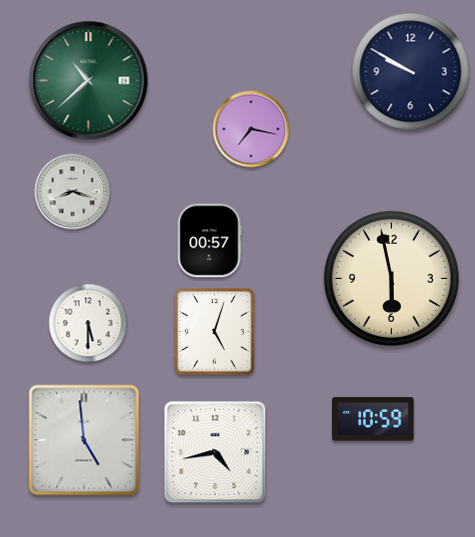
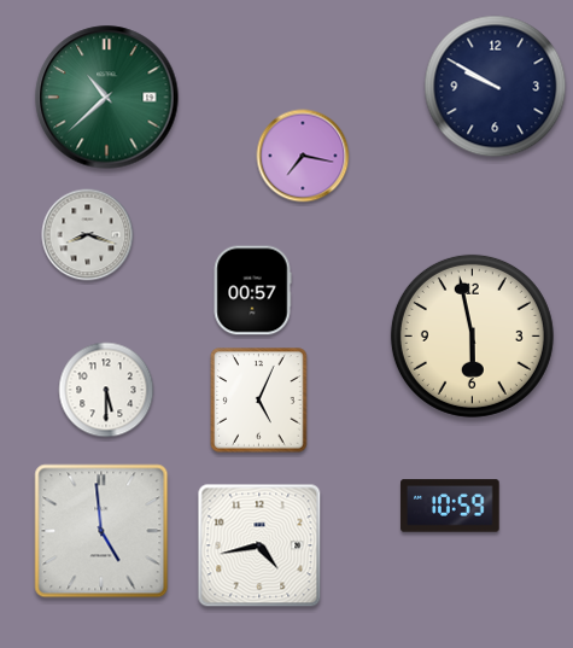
clock at (73, 192) position: (73, 192) -> (88, 235)
clock at (215, 332): 5:03 -> 5:04
